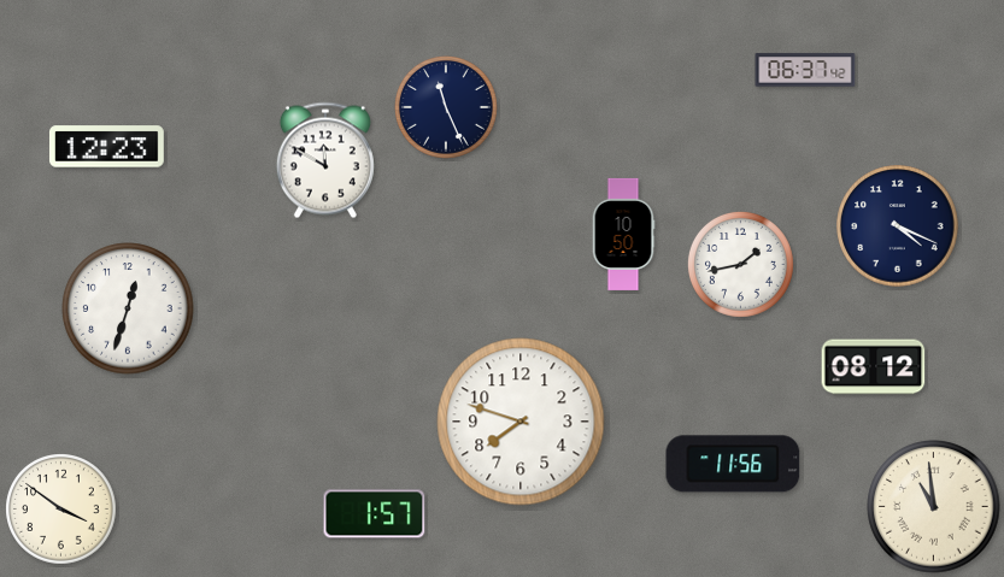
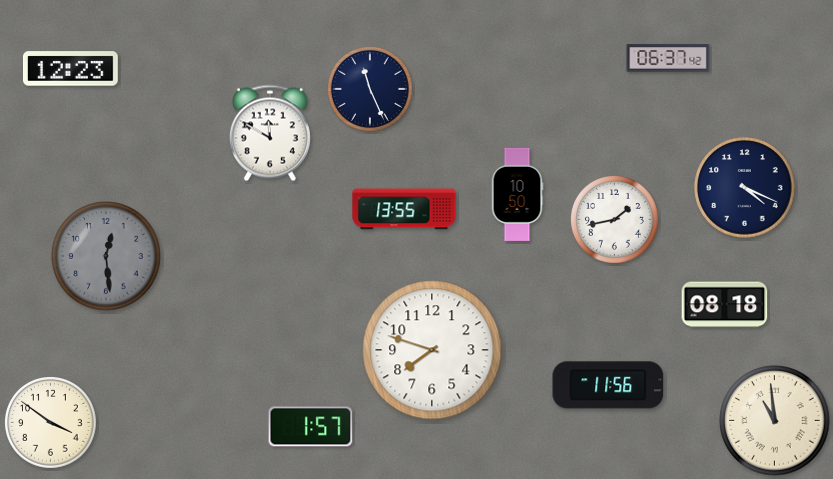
clock at (106, 147) position: (106, 147) -> (70, 69)
clock at (404, 209): none -> 13:55
clock at (128, 308): 12:33 -> 12:29
clock at (128, 308) dial: white -> grey
clock at (874, 367): 08:12 -> 08:18
